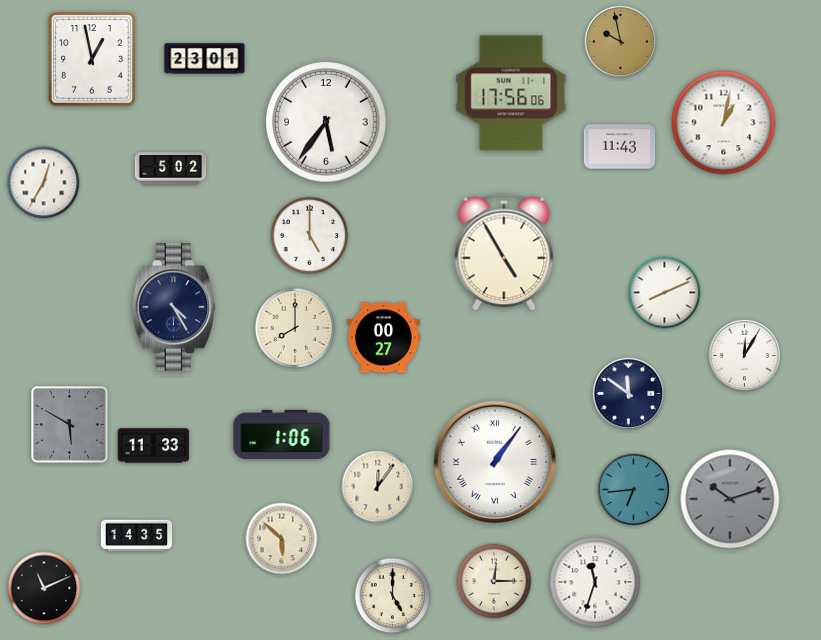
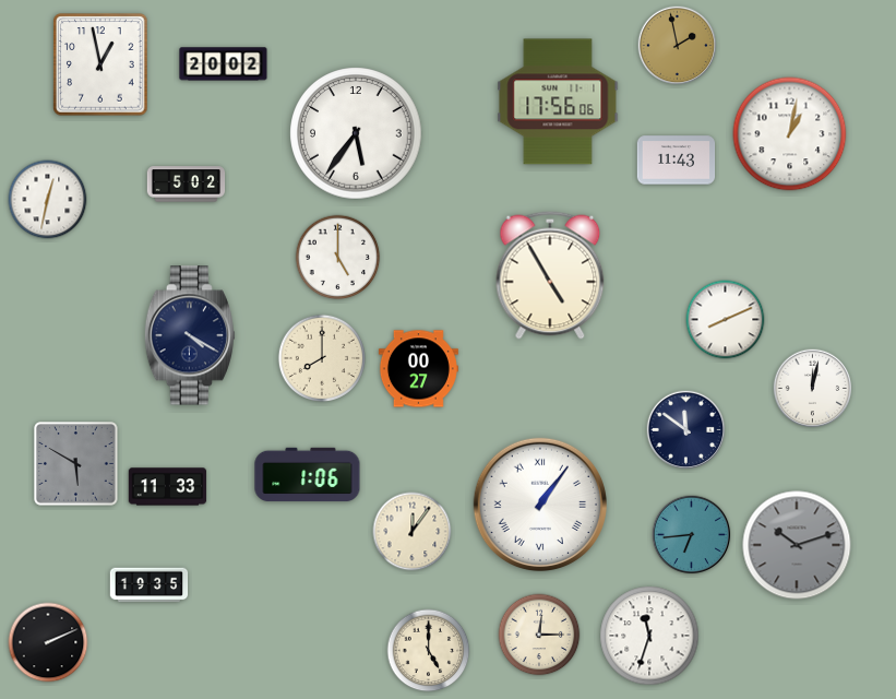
clock at (621, 42): 9:58 -> 1:58
clock at (205, 59): 23:01 -> 20:02
clock at (44, 183): 12:35 -> 12:32
clock at (174, 307): 4:25 -> 4:20
clock at (745, 356): 12:05 -> 12:02
clock at (137, 536): 14:35 -> 19:35
clock at (282, 539): 5:52 -> none
clock at (44, 588): 11:11 -> 2:11
